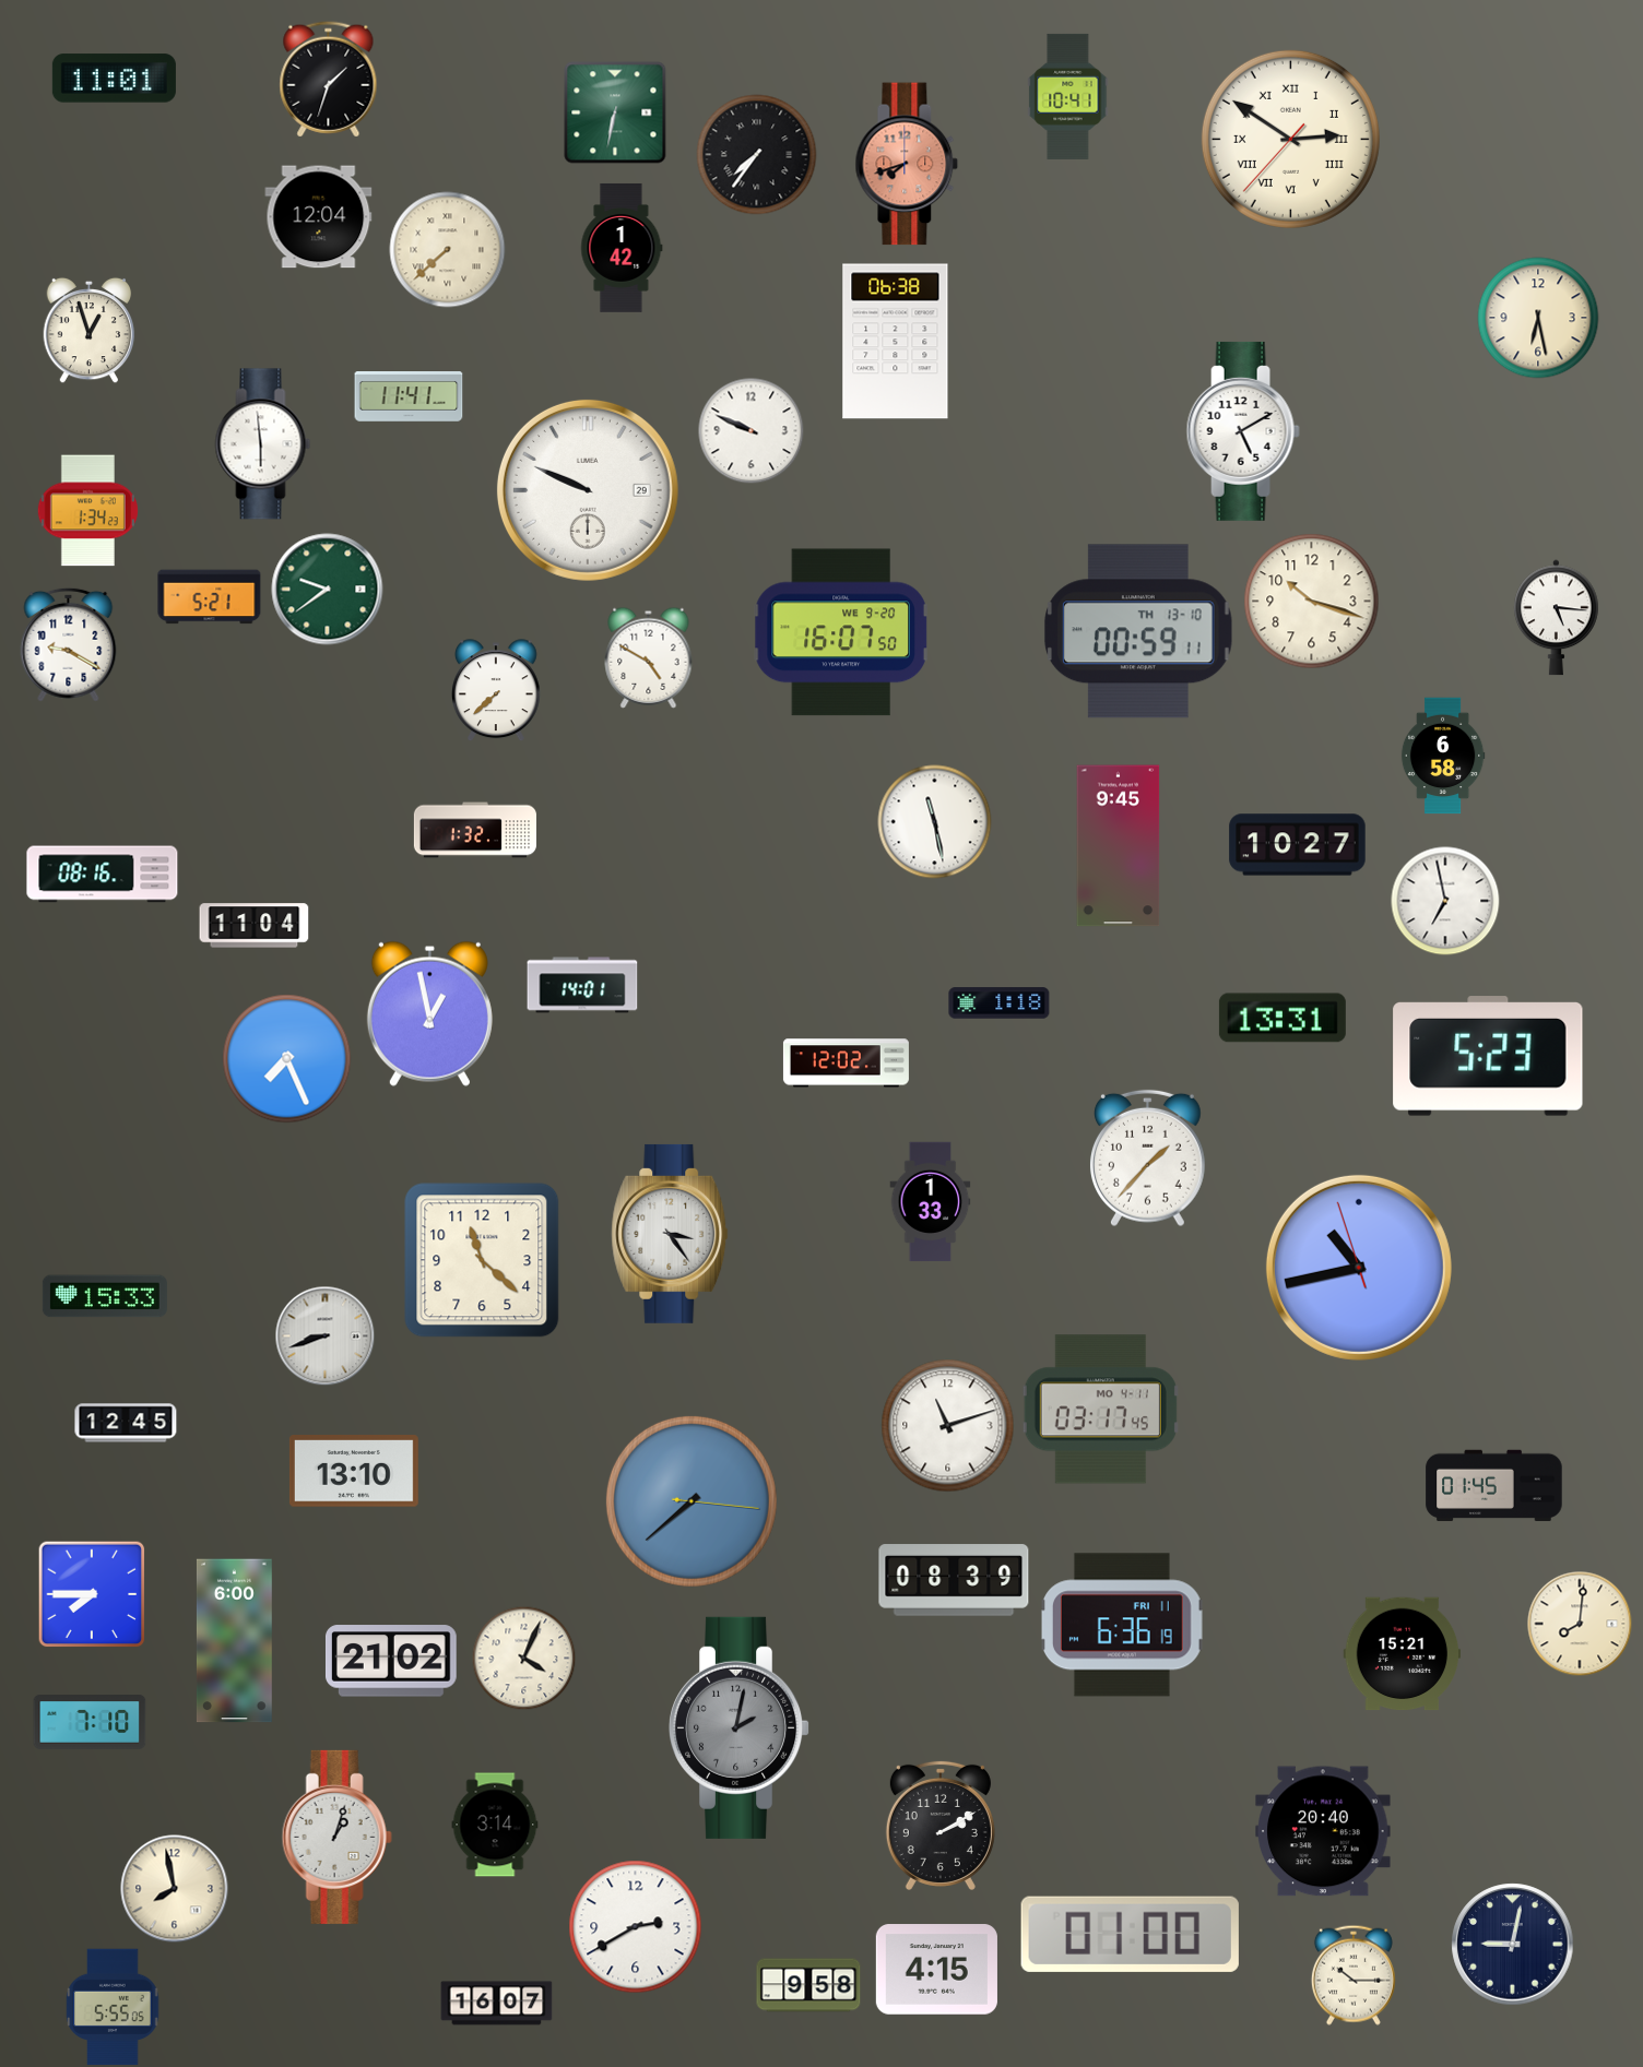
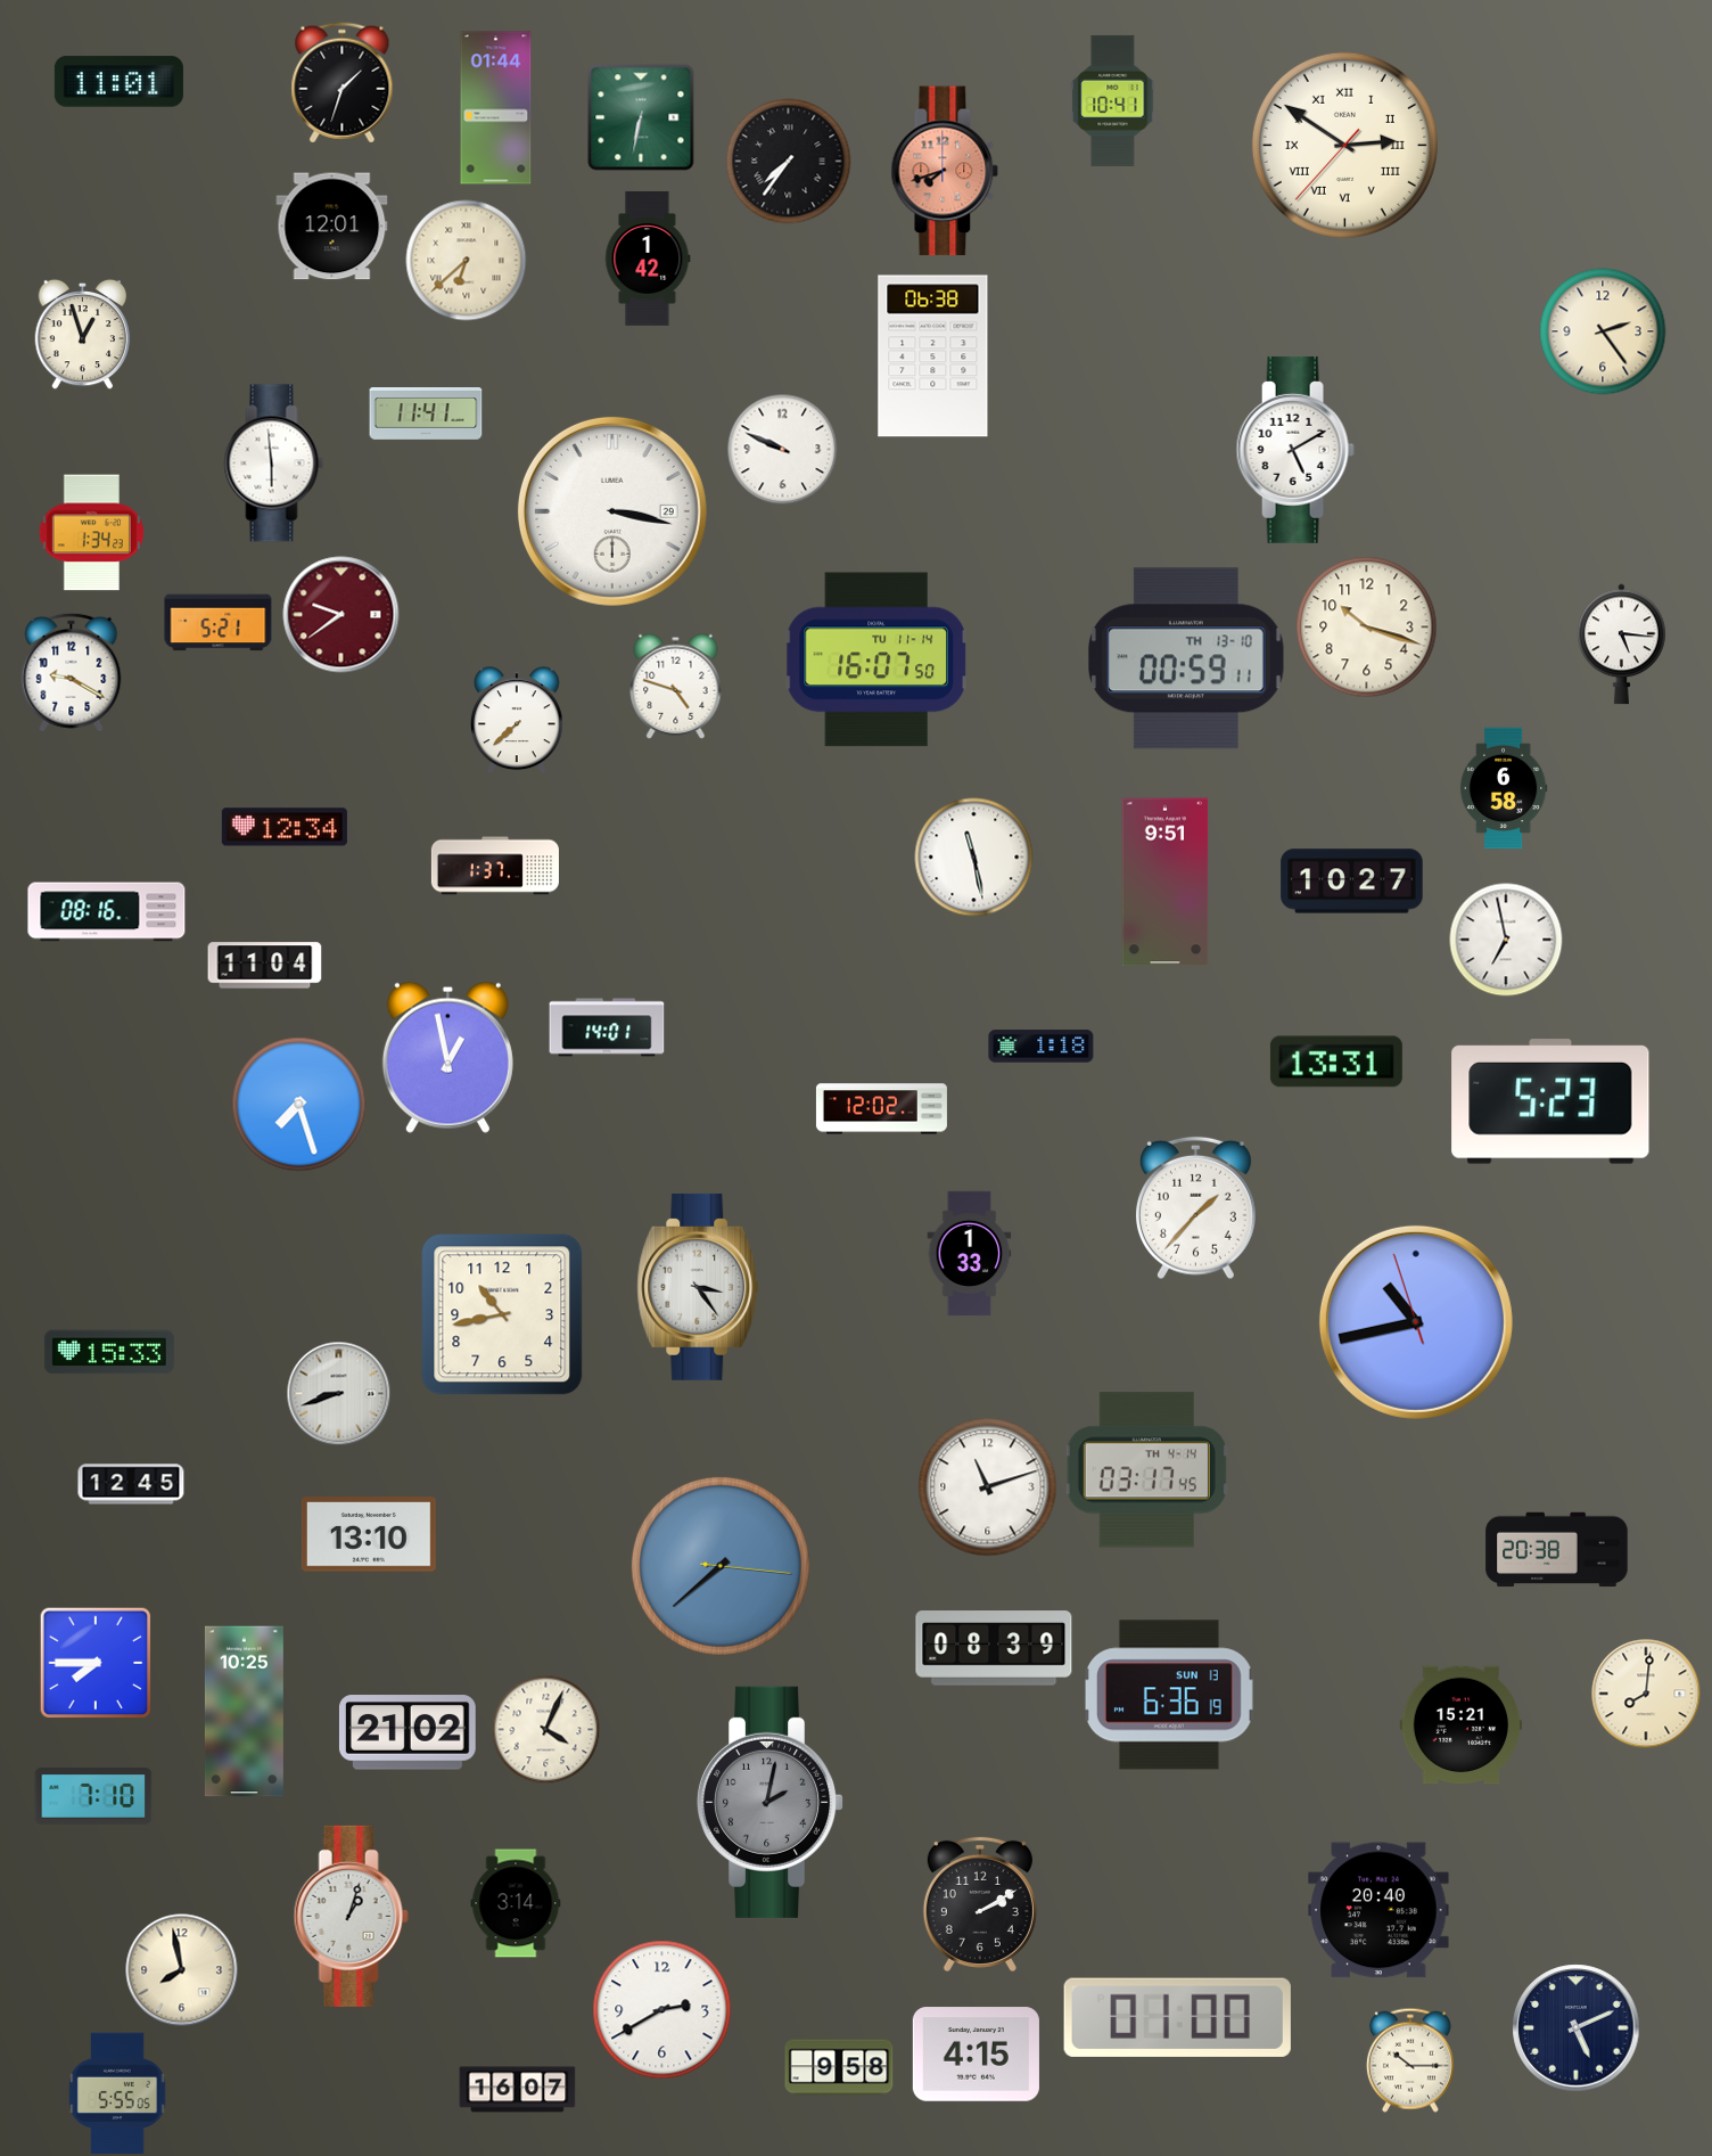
clock at (496, 108): none -> 01:44
clock at (319, 217): 12:04 -> 12:01
clock at (448, 250): 7:38 -> 6:38
clock at (1538, 318): 6:28 -> 2:24
clock at (90, 330) position: (90, 330) -> (83, 334)
clock at (588, 490): 9:49 -> 3:17
clock at (328, 590) dial: green -> burgundy
clock at (841, 632) date: WE 9-20 -> TU 11-14
clock at (649, 657): 4:50 -> 4:48
clock at (285, 827): none -> 12:34
clock at (475, 830): 1:32 -> 1:37
clock at (1119, 846): 9:45 -> 9:51
clock at (287, 1059): 7:26 -> 7:27
clock at (482, 1260): 11:22 -> 10:43
clock at (1100, 1410) date: MO 4-11 -> TH 4-14
clock at (1494, 1486): 01:45 -> 20:38
clock at (1122, 1625) date: FRI 11 -> SUN 13
clock at (234, 1641): 6:00 -> 10:25
clock at (1513, 1945): 9:02 -> 5:11
clock at (808, 1985) position: (808, 1985) -> (839, 2067)
